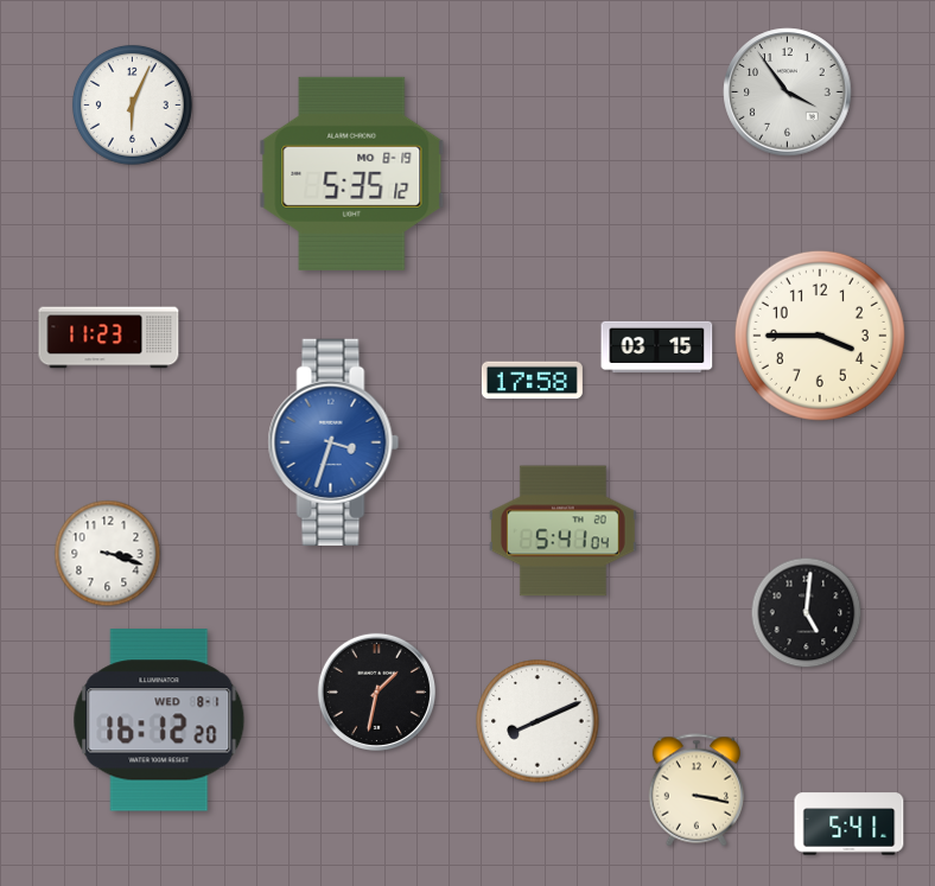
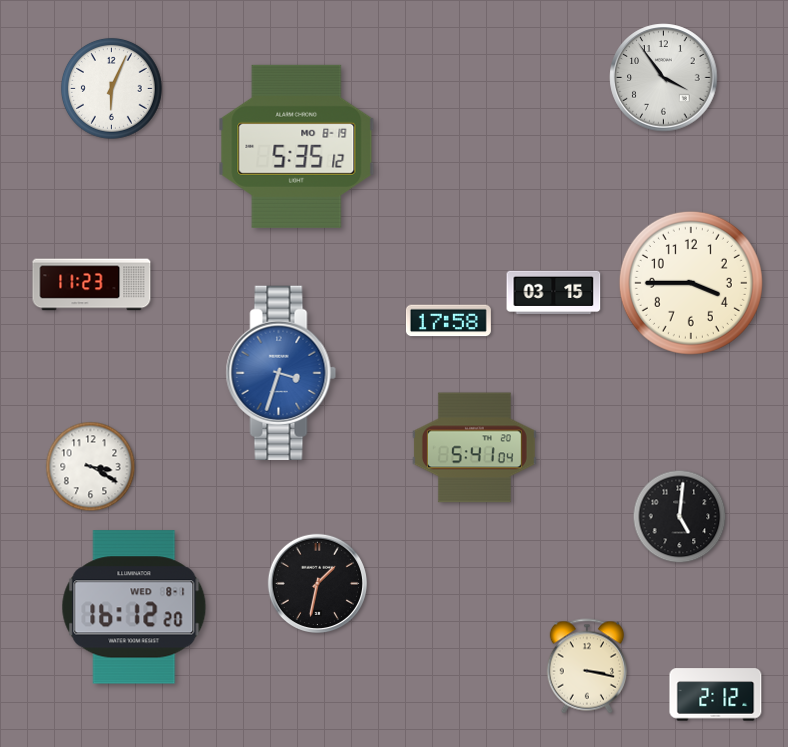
clock at (108, 554): 3:18 -> 3:20
clock at (538, 721): 8:11 -> none
clock at (850, 824): 5:41 -> 2:12
